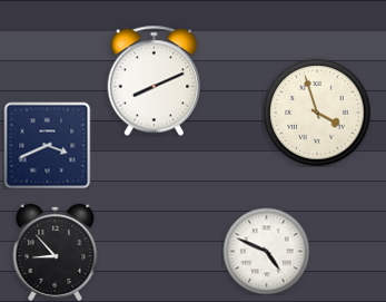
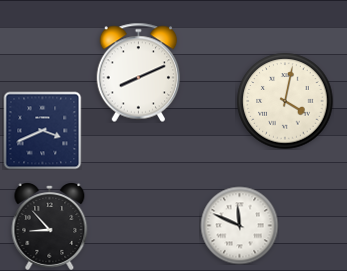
clock at (317, 113): 3:57 -> 4:02
clock at (266, 251): 4:49 -> 11:49
